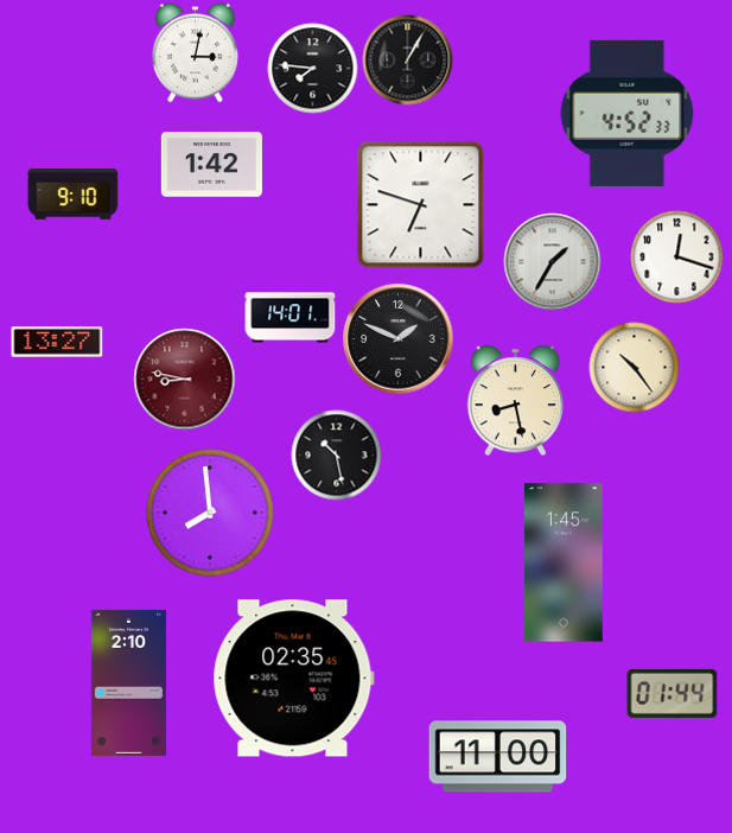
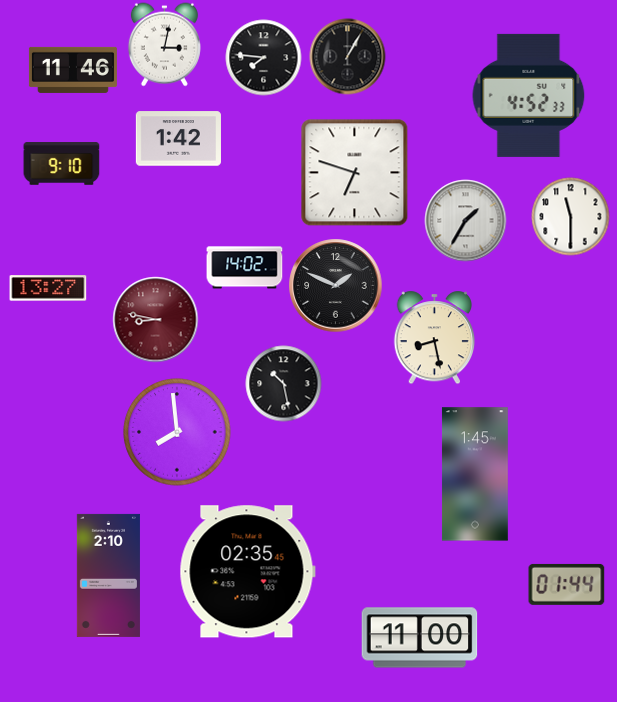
clock at (408, 61) position: (408, 61) -> (348, 57)
clock at (73, 70): none -> 11:46
clock at (677, 257): 12:18 -> 11:30
clock at (291, 318): 14:01 -> 14:02
clock at (635, 368): 10:24 -> none
